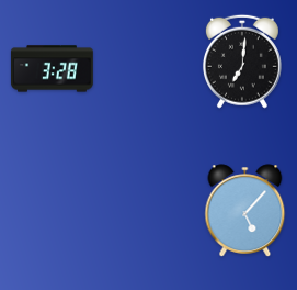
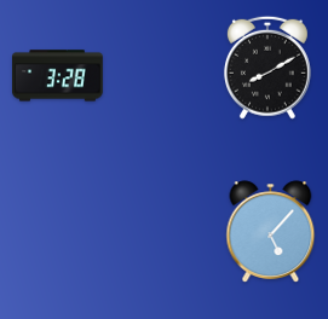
clock at (242, 62): 7:01 -> 8:10
